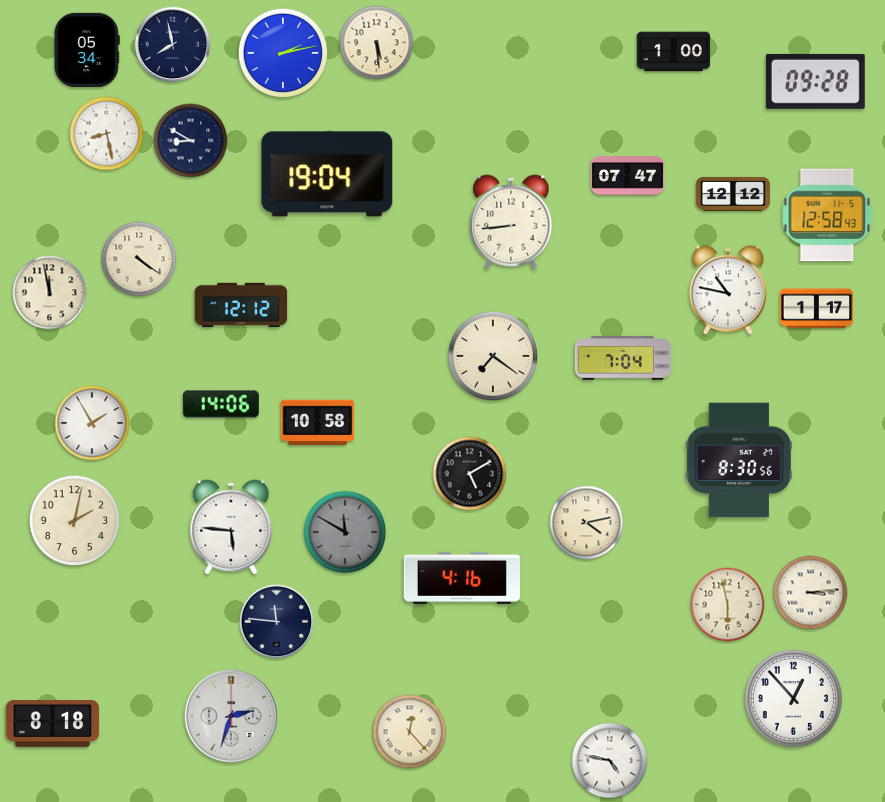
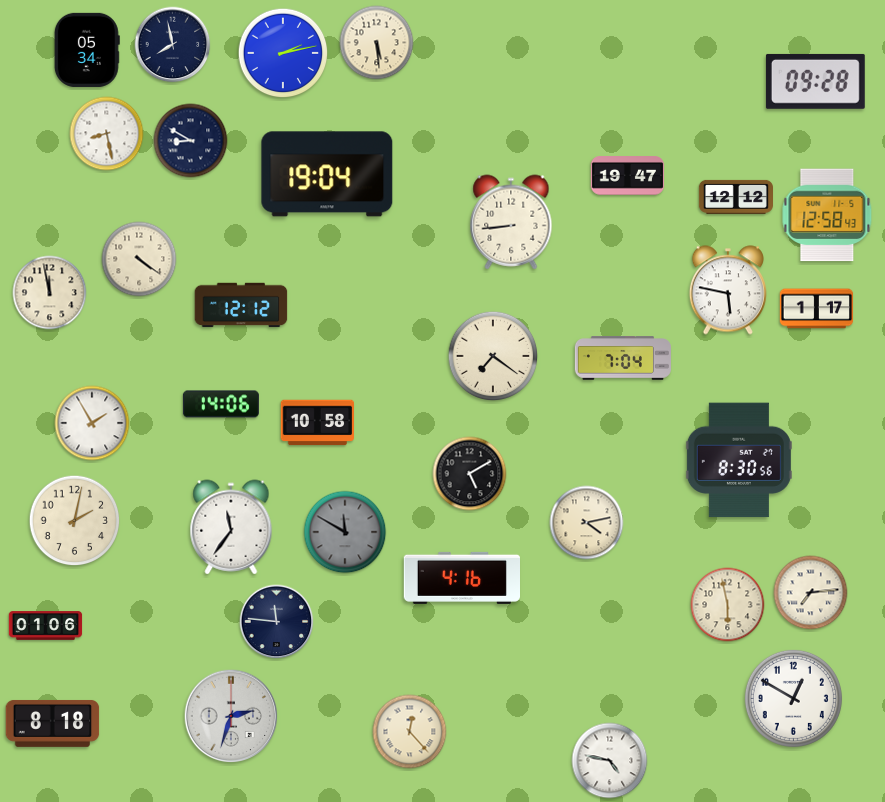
clock at (674, 52): 1:00 -> none
clock at (628, 176): 07:47 -> 19:47
clock at (732, 194) position: (732, 194) -> (735, 197)
clock at (728, 290): 10:47 -> 5:47
clock at (231, 527): 5:46 -> 11:36
clock at (811, 593): 3:14 -> 7:14
clock at (46, 626): none -> 01:06
clock at (793, 698): 12:53 -> 12:50
